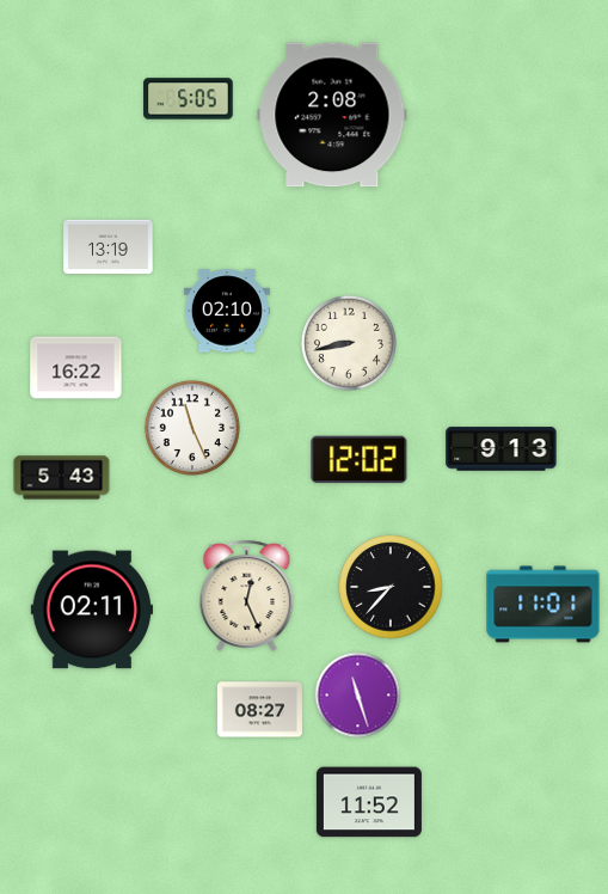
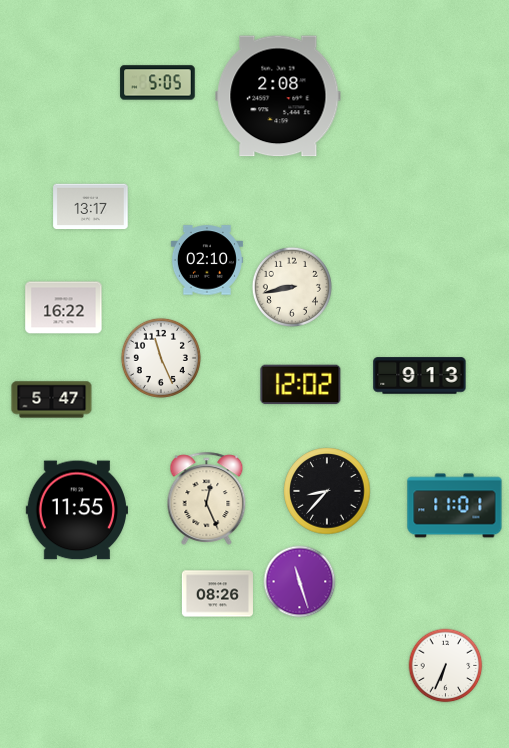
clock at (109, 247): 13:19 -> 13:17
clock at (227, 311) position: (227, 311) -> (207, 260)
clock at (62, 478): 5:43 -> 5:47
clock at (91, 610): 02:11 -> 11:55
clock at (259, 710): 08:27 -> 08:26
clock at (446, 666): none -> 6:34
clock at (369, 802): 11:52 -> none
